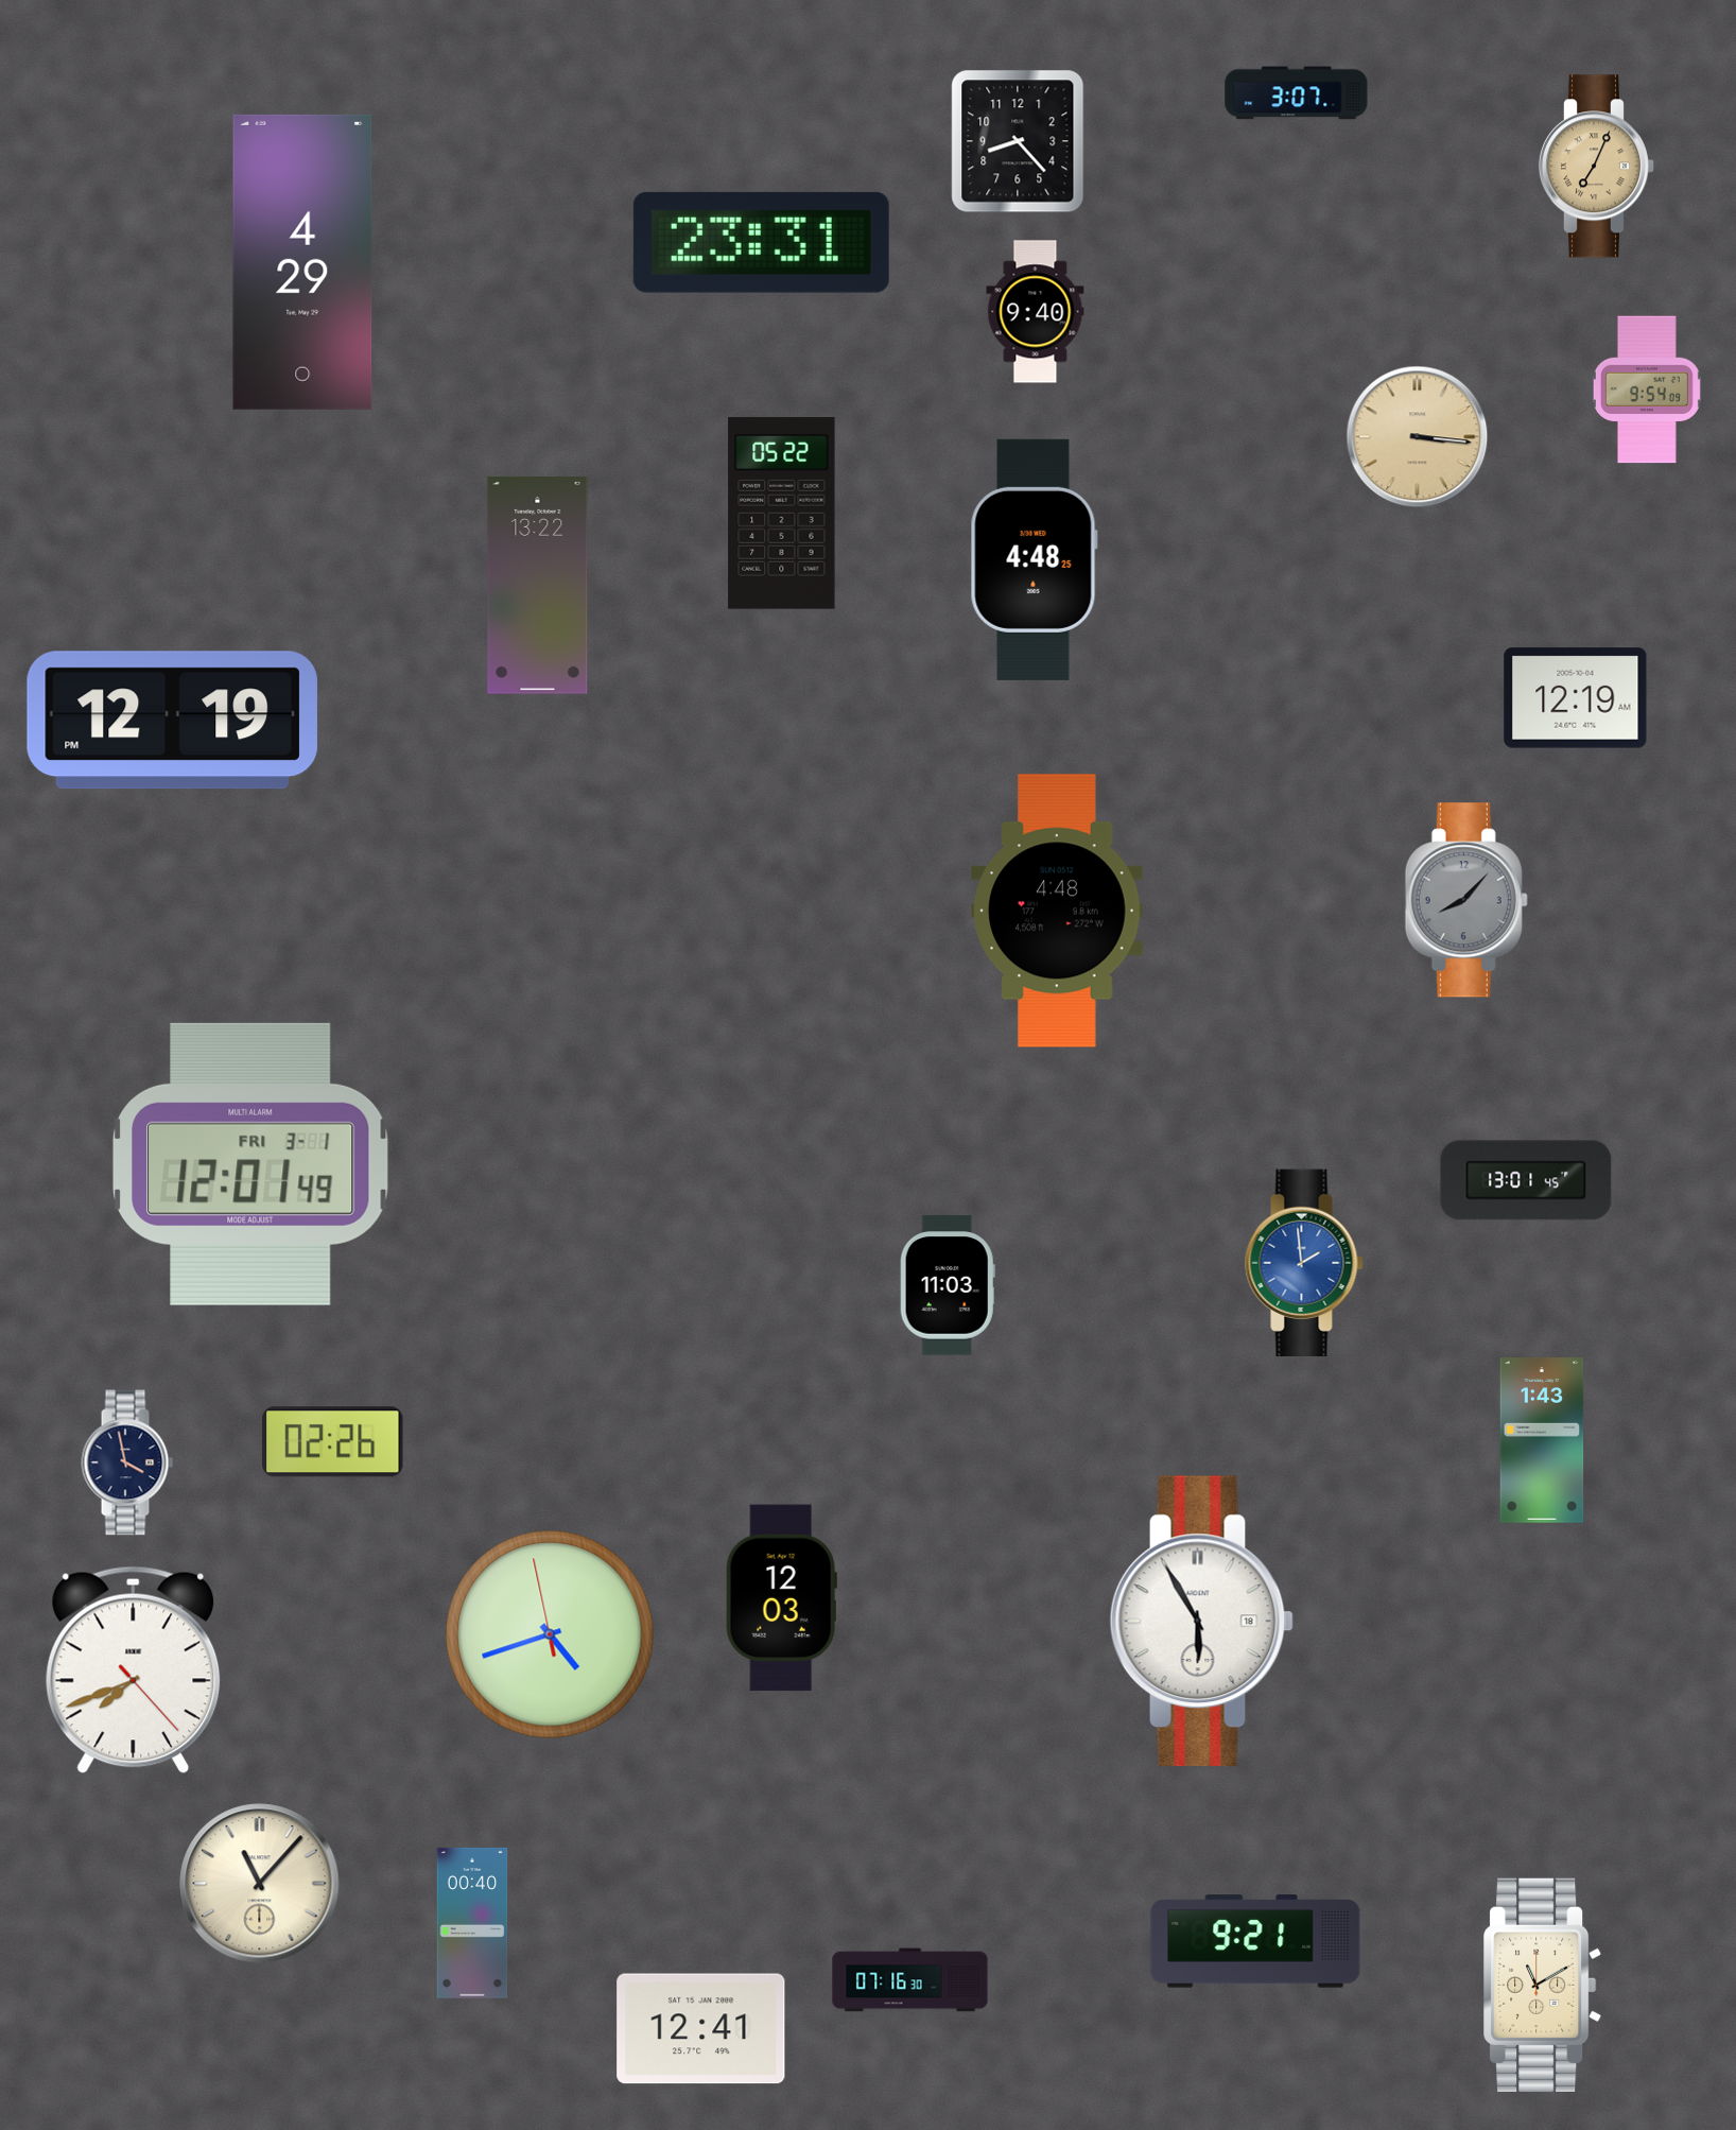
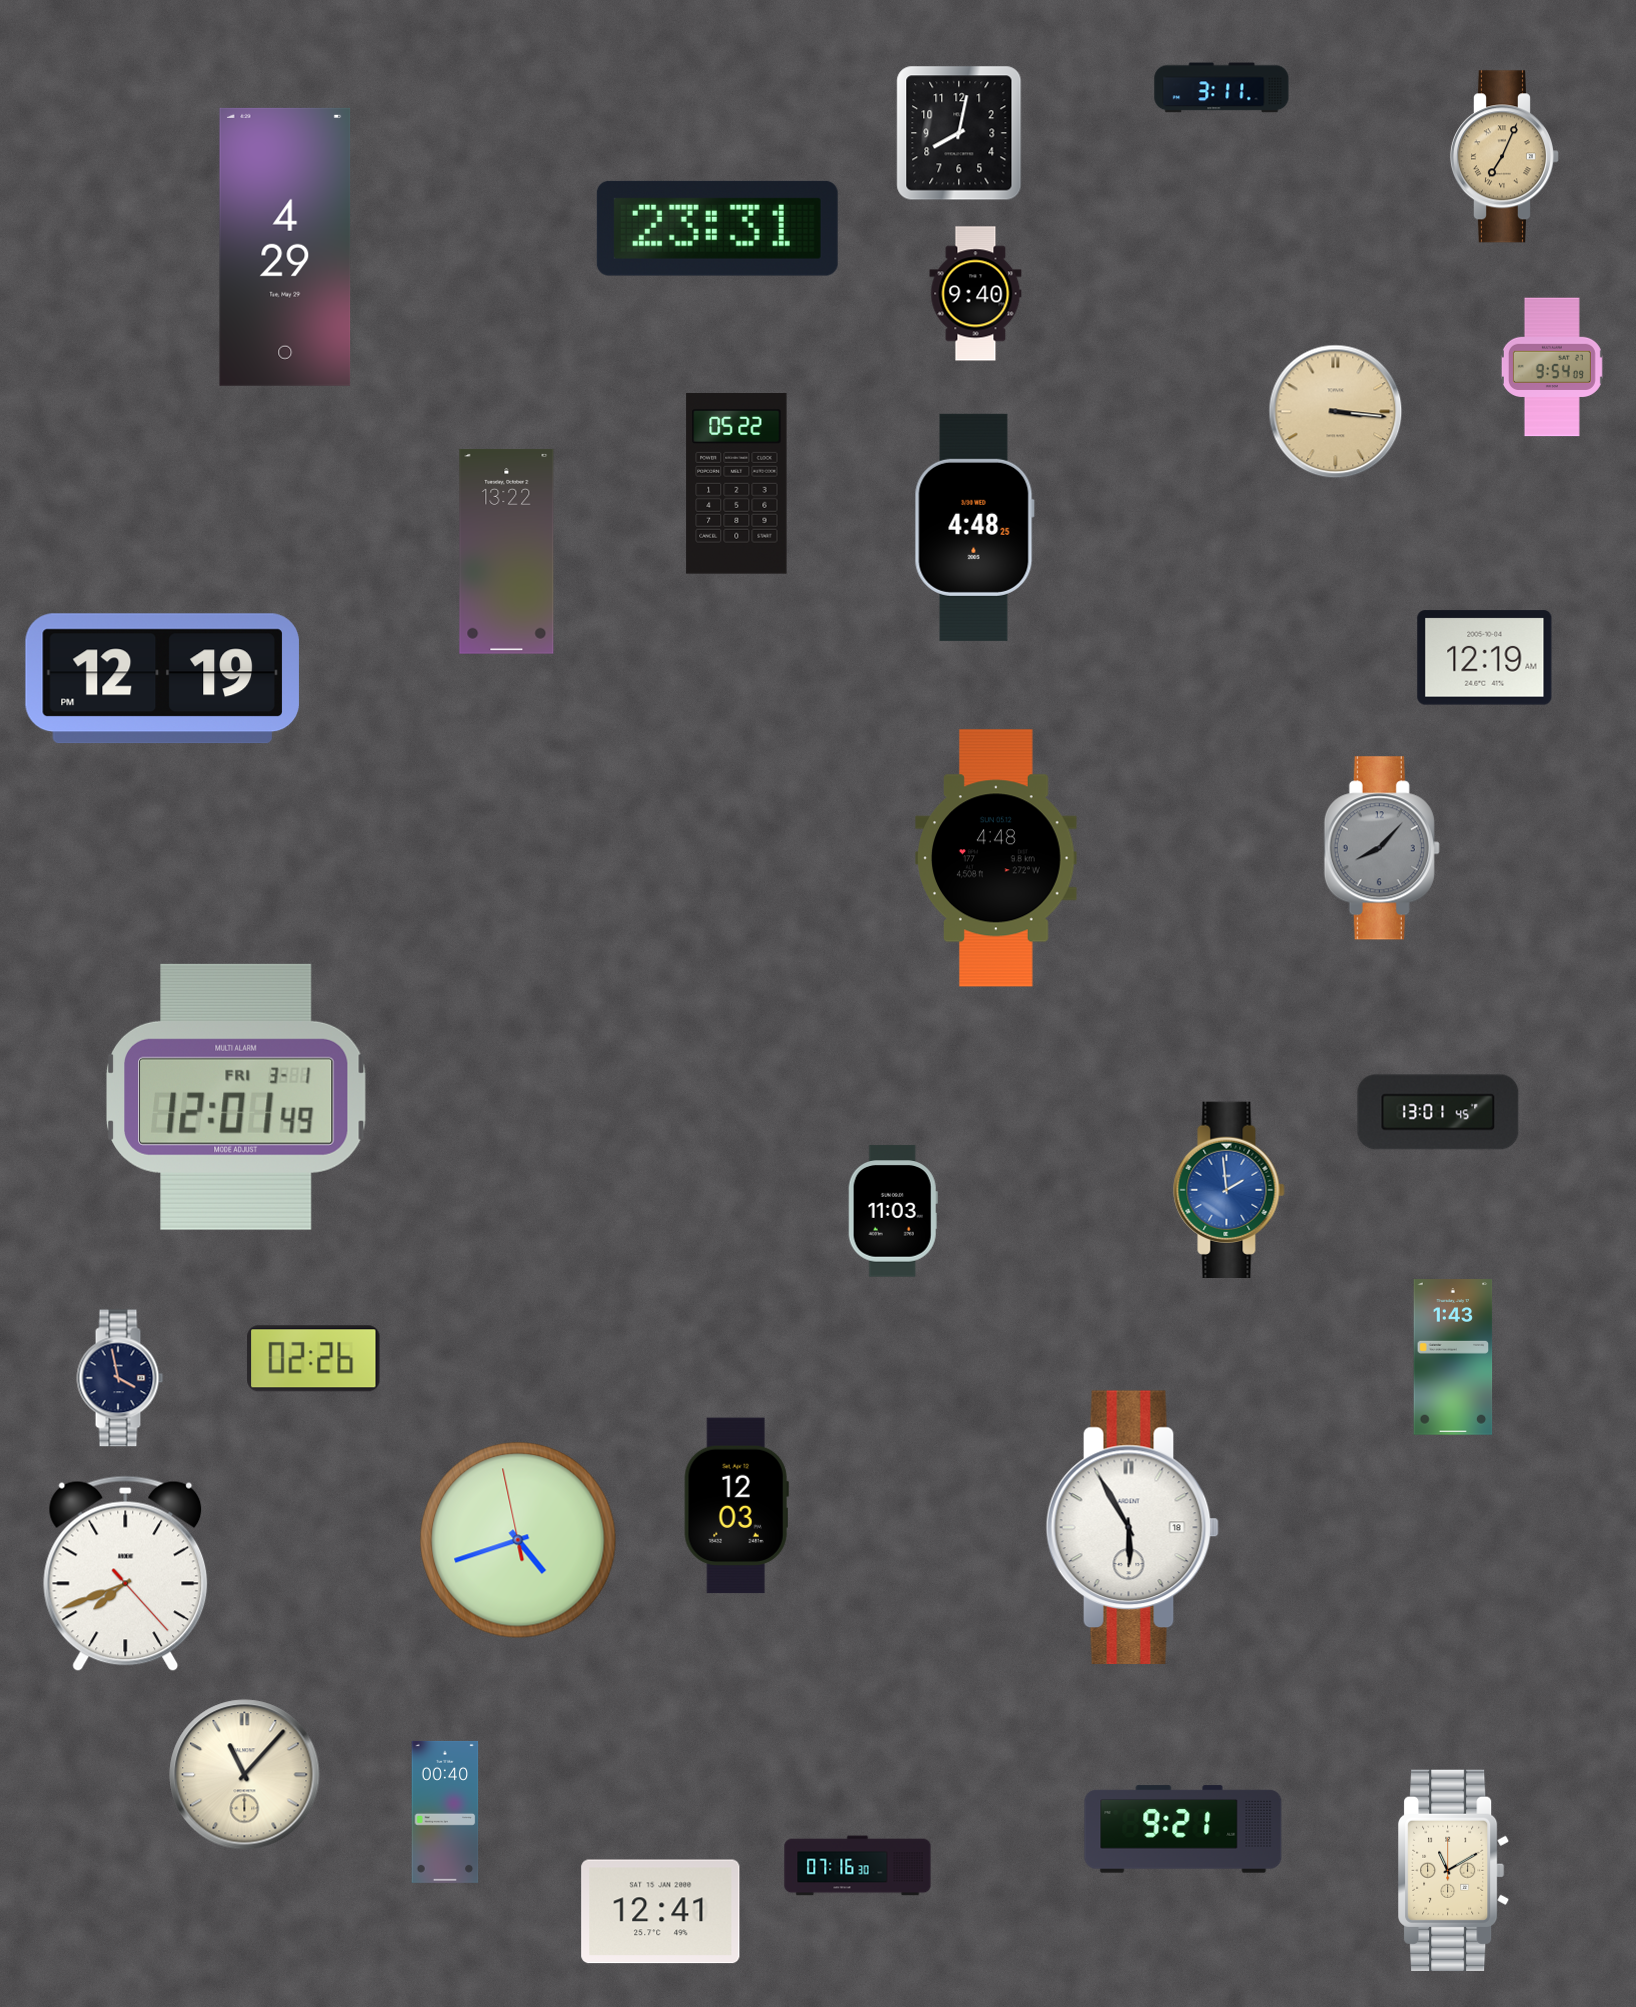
clock at (1297, 93): 3:07 -> 3:11
clock at (1018, 141): 8:23 -> 8:02
